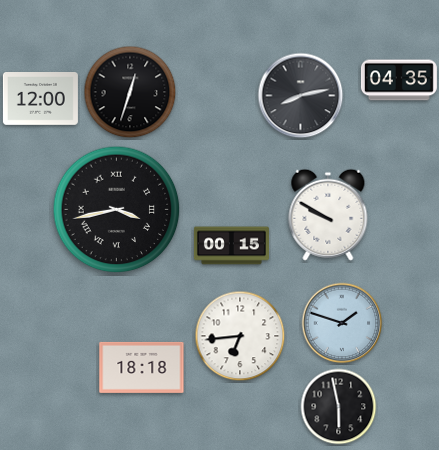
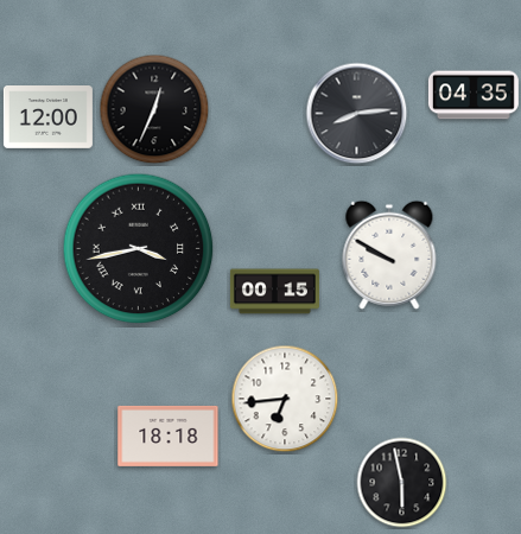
clock at (130, 92): 12:33 -> 12:34
clock at (301, 96): 8:13 -> 8:14
clock at (342, 323): 1:48 -> none
